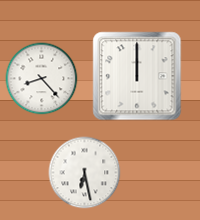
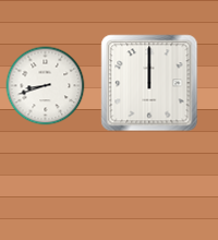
clock at (42, 79): 8:23 -> 8:42
clock at (85, 173): 6:28 -> none
